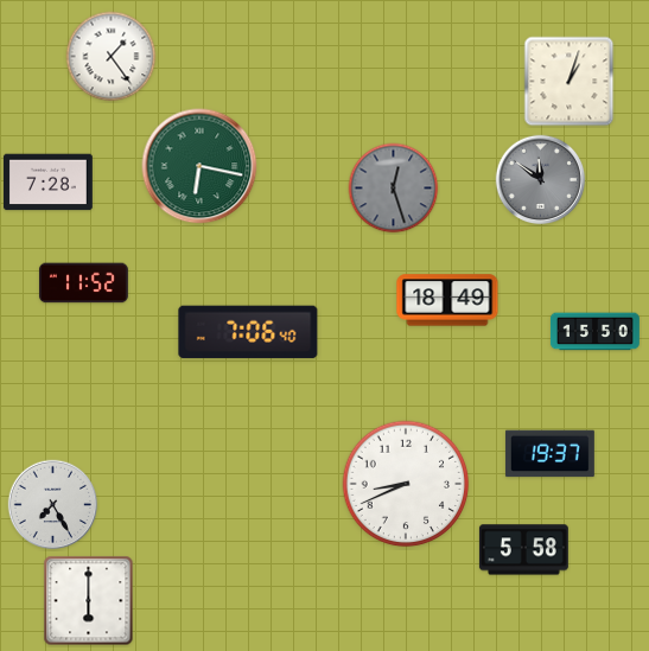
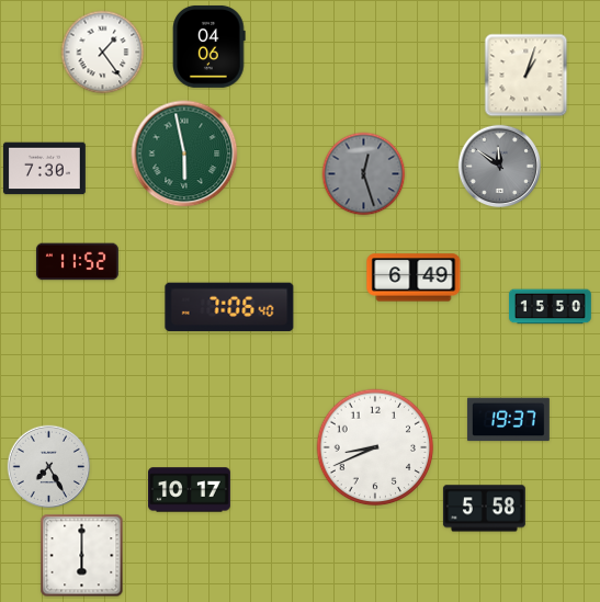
clock at (210, 46): none -> 04:06
clock at (199, 166): 6:17 -> 5:58
clock at (47, 183): 7:28 -> 7:30
clock at (447, 300): 18:49 -> 6:49
clock at (190, 490): none -> 10:17
